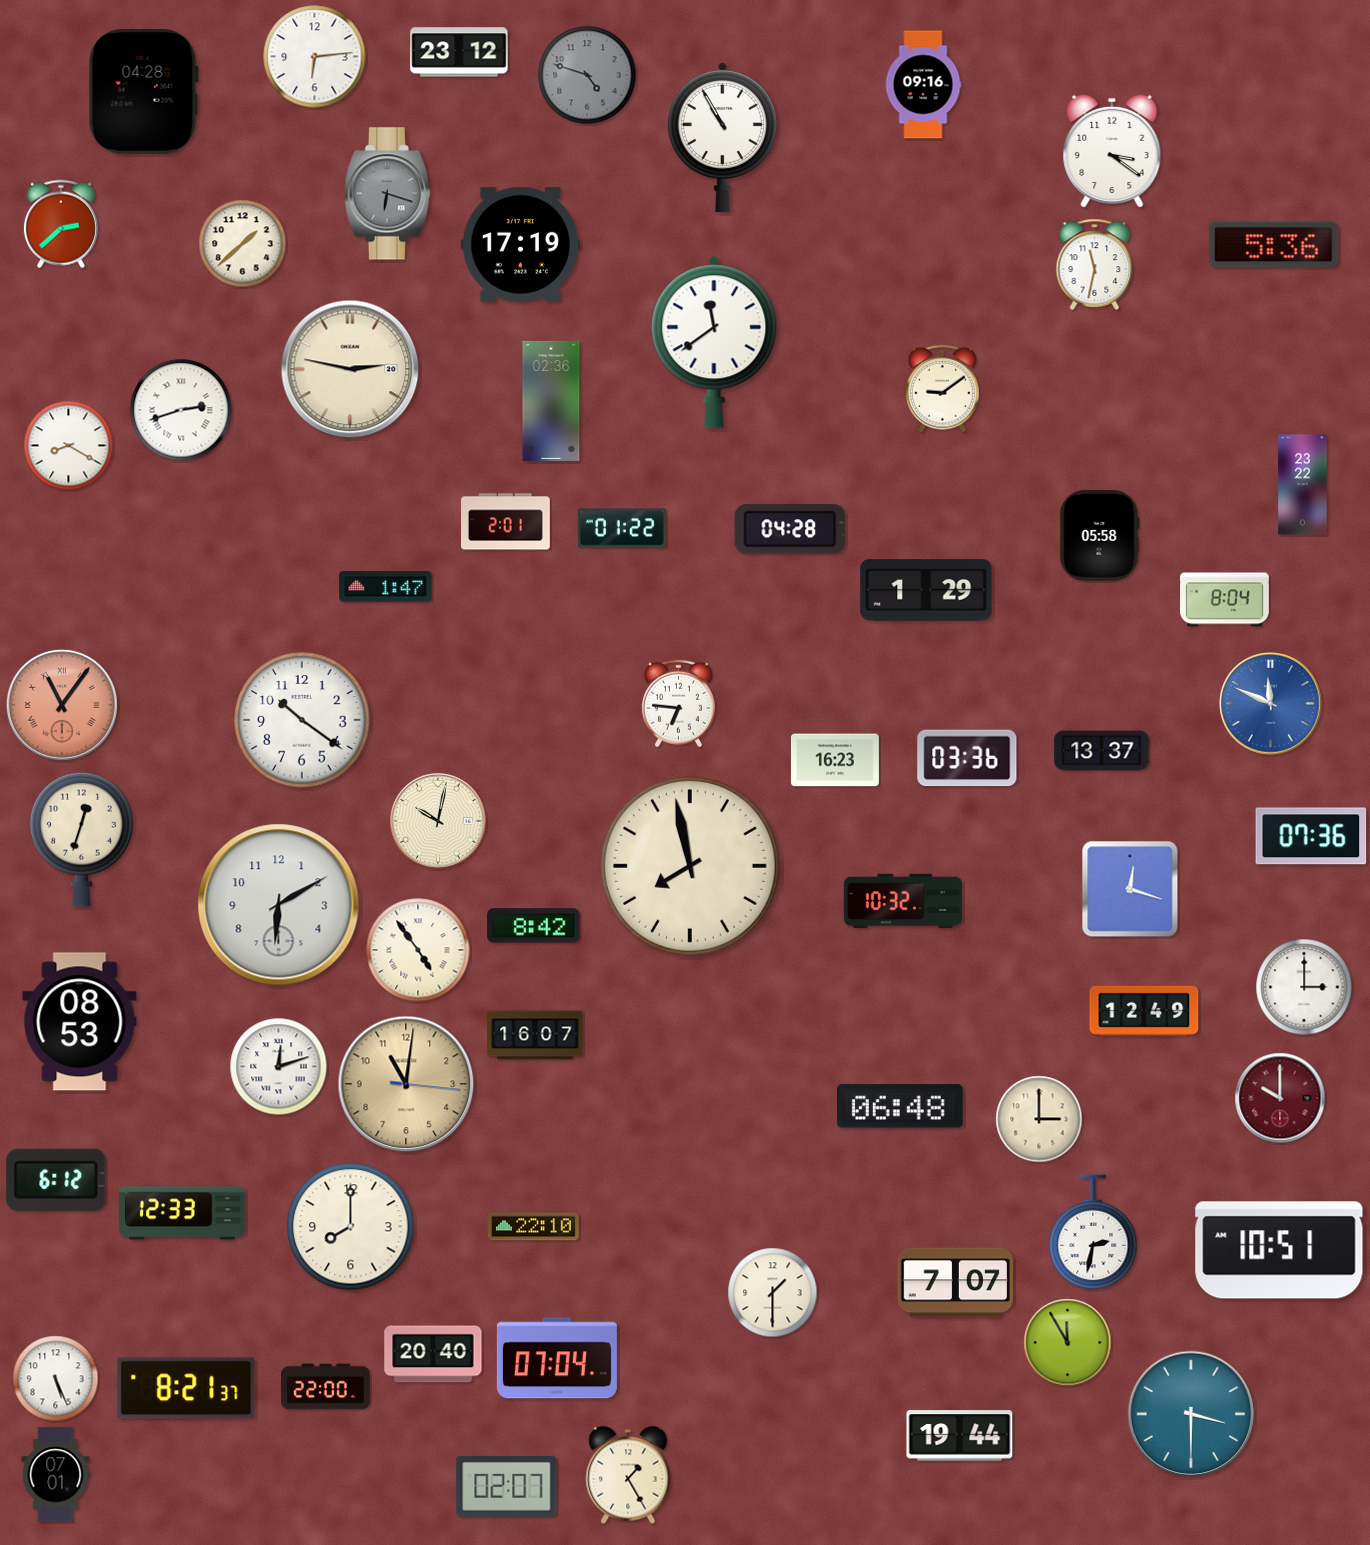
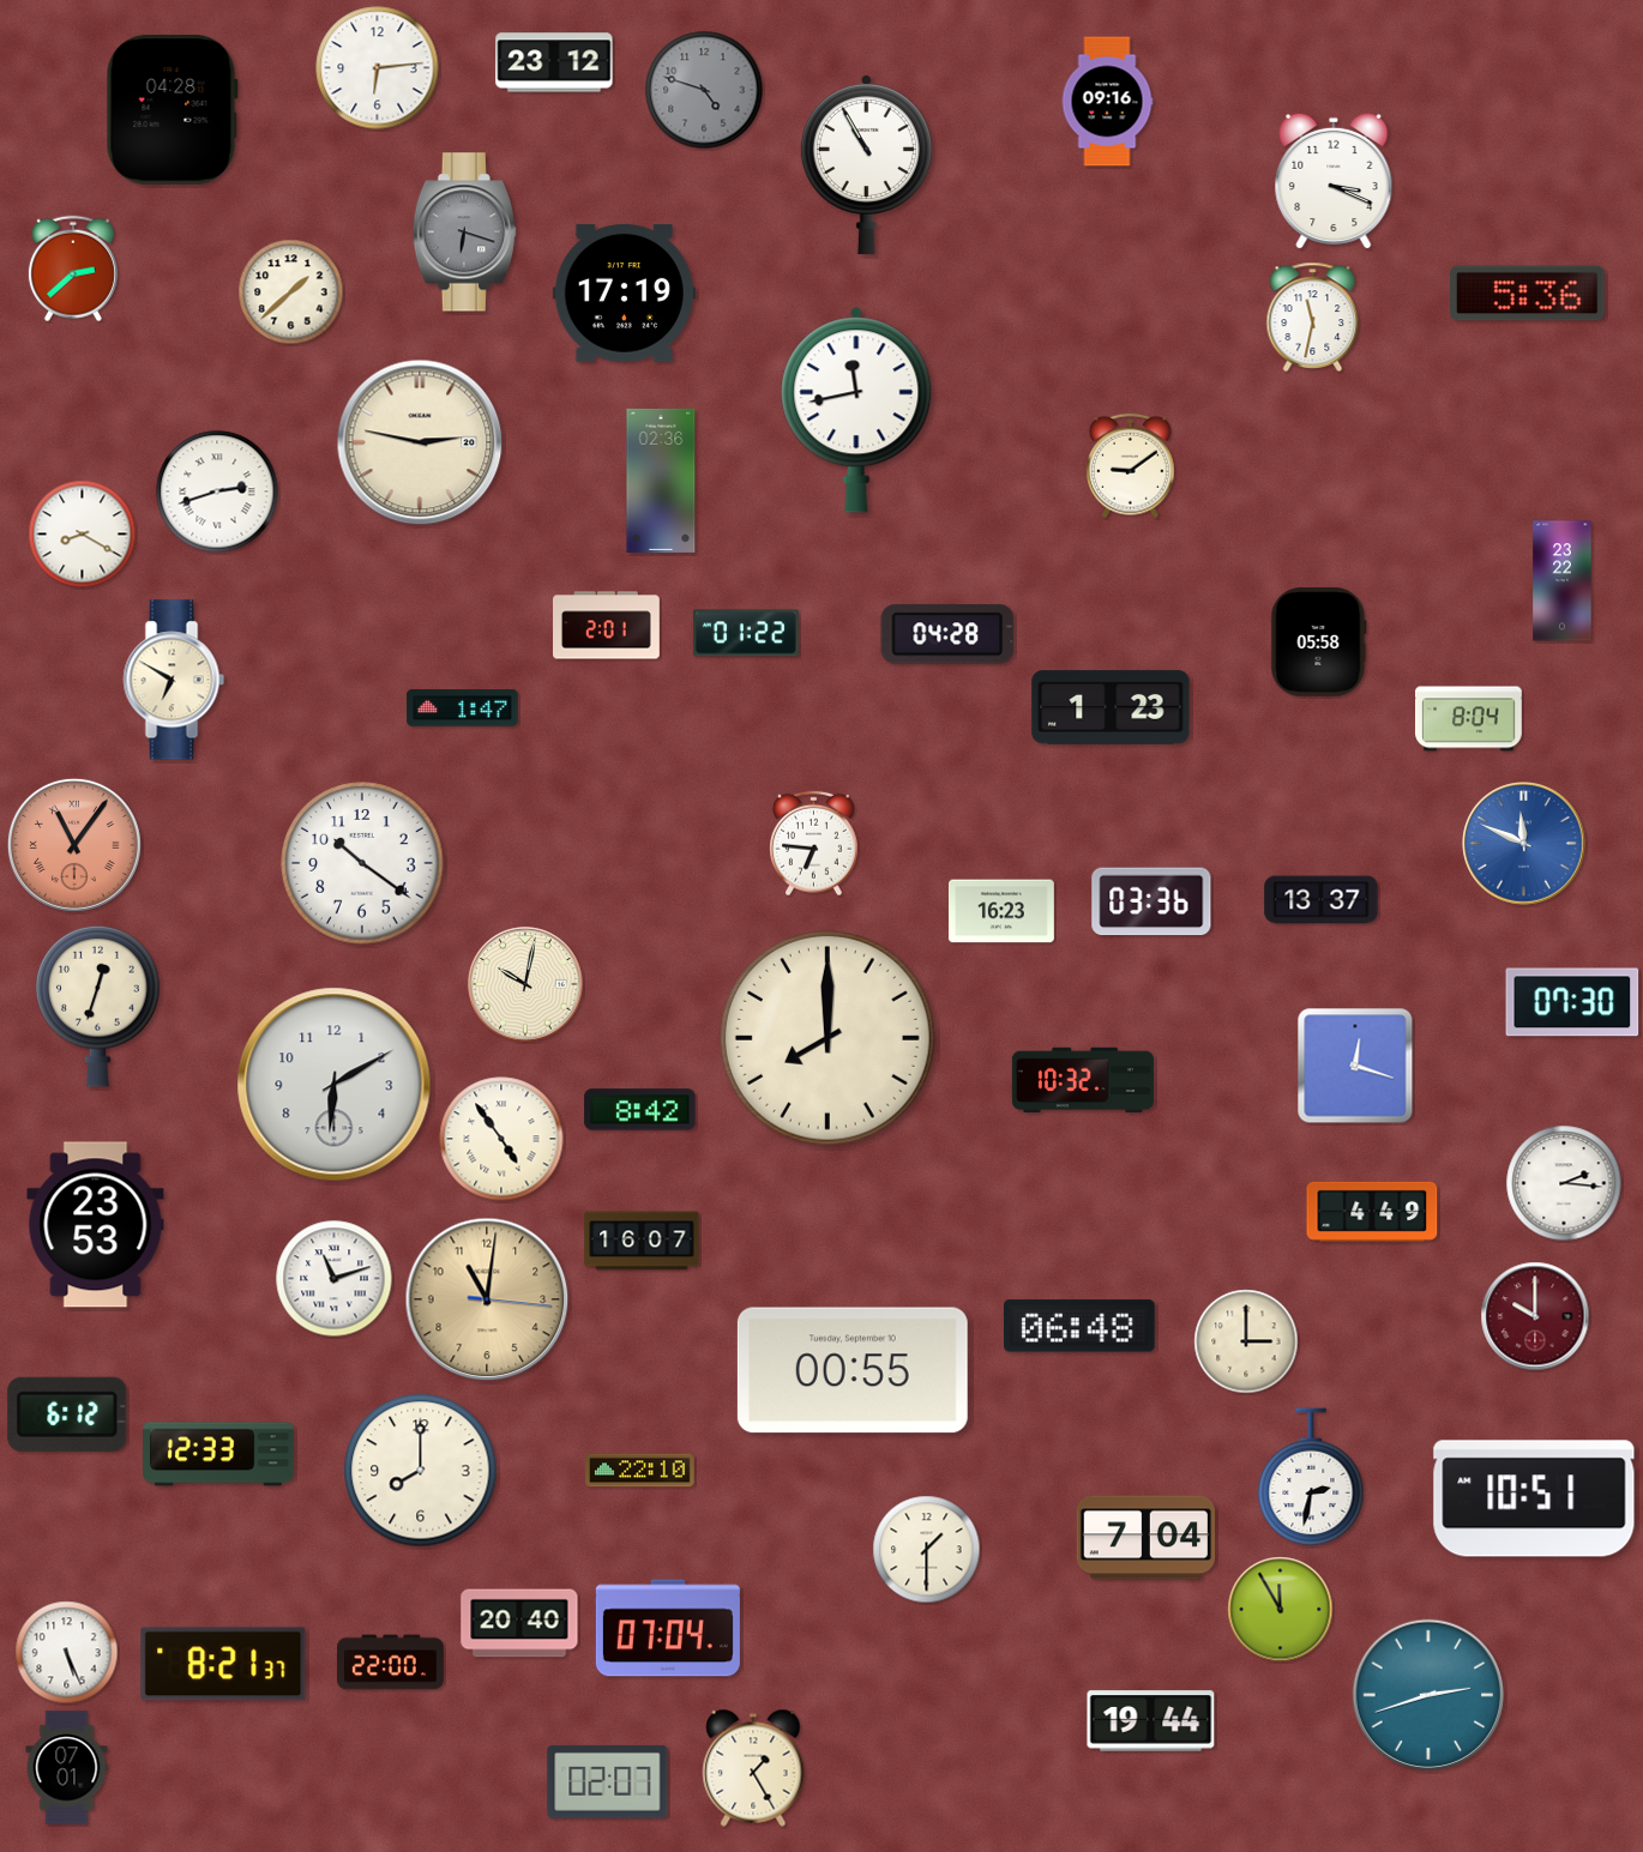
clock at (459, 52) position: (459, 52) -> (554, 62)
clock at (1112, 150): 3:21 -> 3:19
clock at (714, 342): 11:39 -> 11:43
clock at (174, 680): none -> 6:50
clock at (386, 587) position: (386, 587) -> (463, 708)
clock at (926, 590): 1:29 -> 1:23
clock at (967, 758) position: (967, 758) -> (1151, 901)
clock at (1311, 836): 07:36 -> 07:30
clock at (690, 866): 7:58 -> 8:00
clock at (1304, 987): 3:00 -> 2:16
clock at (1144, 1011): 12:49 -> 4:49
clock at (80, 1022): 08:53 -> 23:53
clock at (279, 1067): 12:12 -> 11:12
clock at (853, 1370): none -> 00:55
clock at (956, 1283): 7:07 -> 7:04
clock at (1191, 1414): 3:30 -> 2:42
